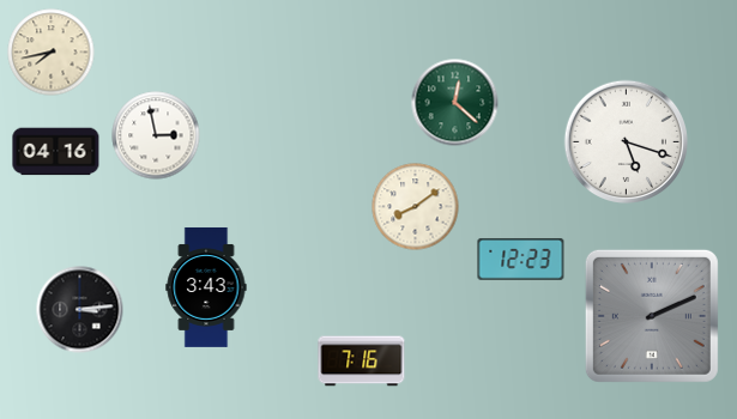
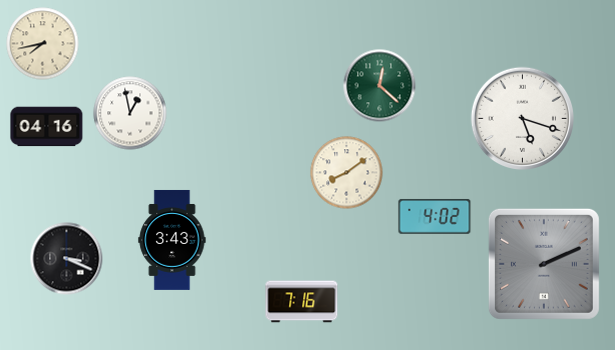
clock at (156, 135): 2:58 -> 12:58
clock at (521, 260): 12:23 -> 4:02
clock at (80, 310): 3:14 -> 3:19
